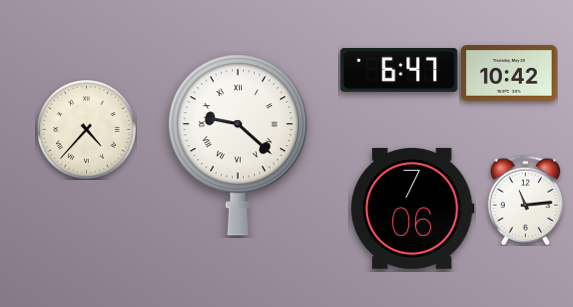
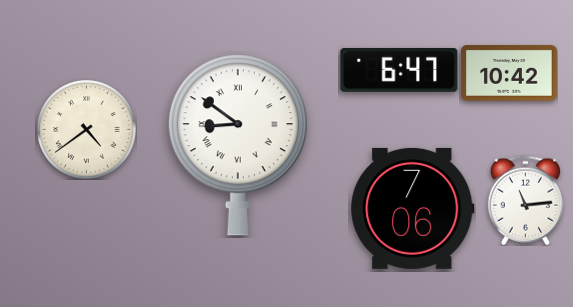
clock at (87, 130): 4:37 -> 4:39
clock at (238, 145): 9:22 -> 8:51
